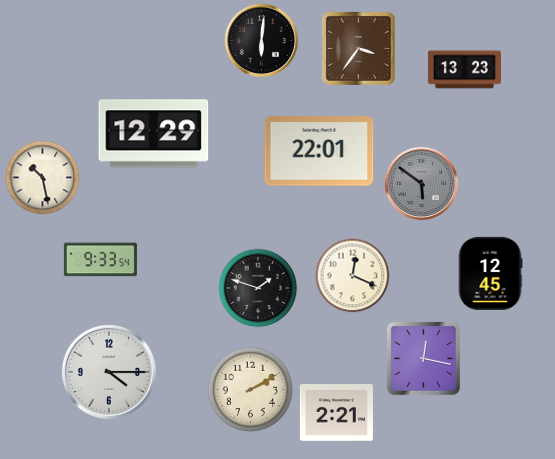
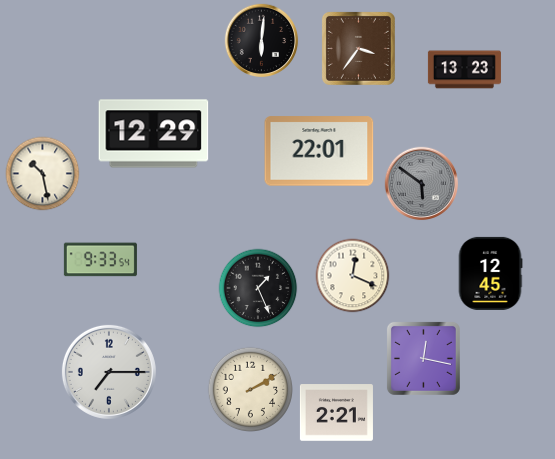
clock at (43, 178) position: (43, 178) -> (43, 174)
clock at (258, 288): 1:48 -> 1:26
clock at (109, 372): 4:15 -> 7:15
